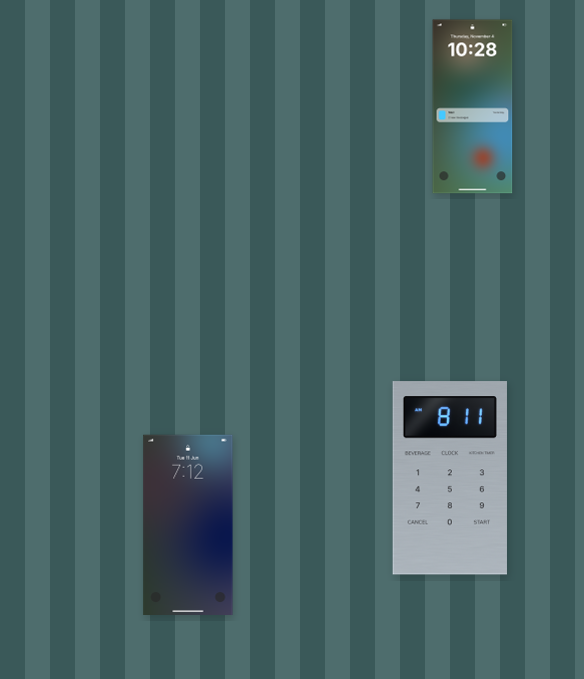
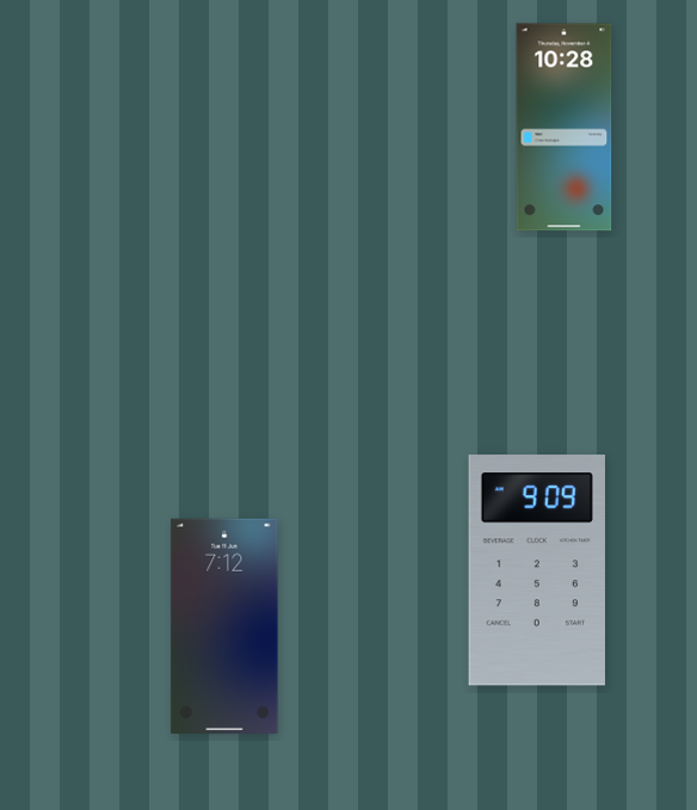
clock at (450, 478): 8:11 -> 9:09
